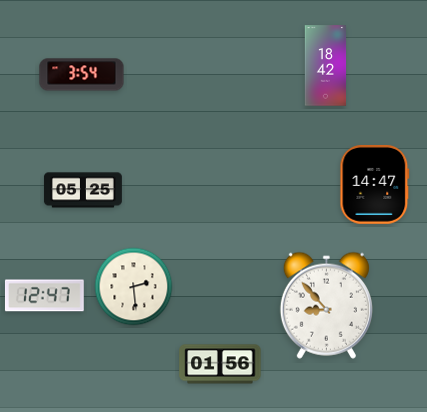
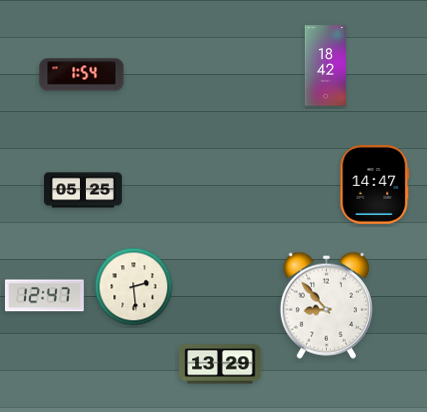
clock at (82, 75): 3:54 -> 1:54
clock at (220, 364): 01:56 -> 13:29
